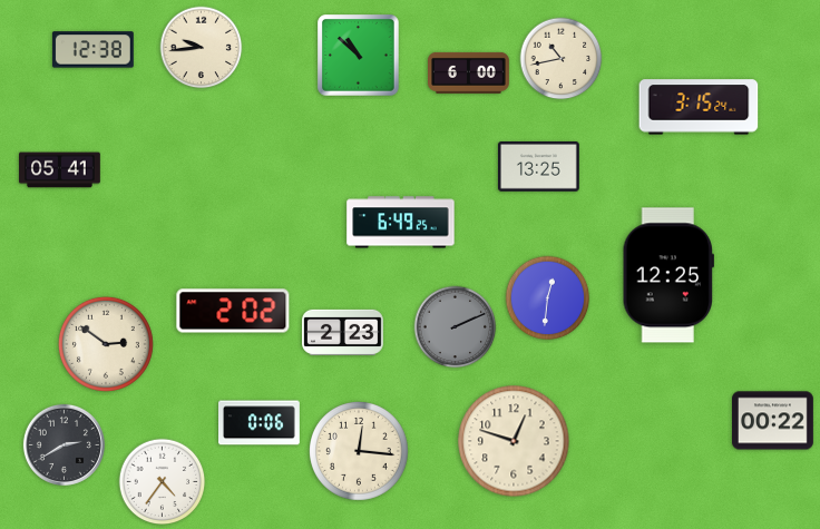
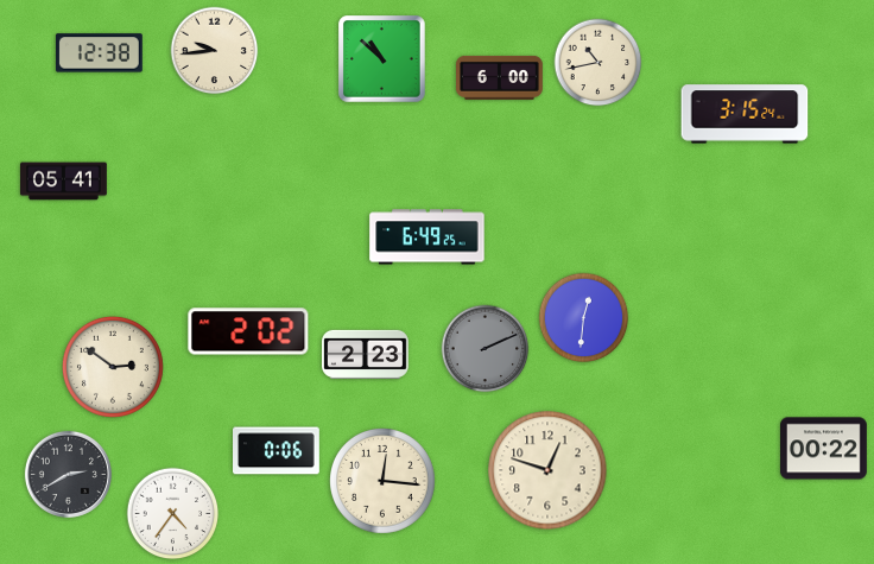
clock at (538, 167): 13:25 -> none
clock at (668, 275): 12:25 -> none
